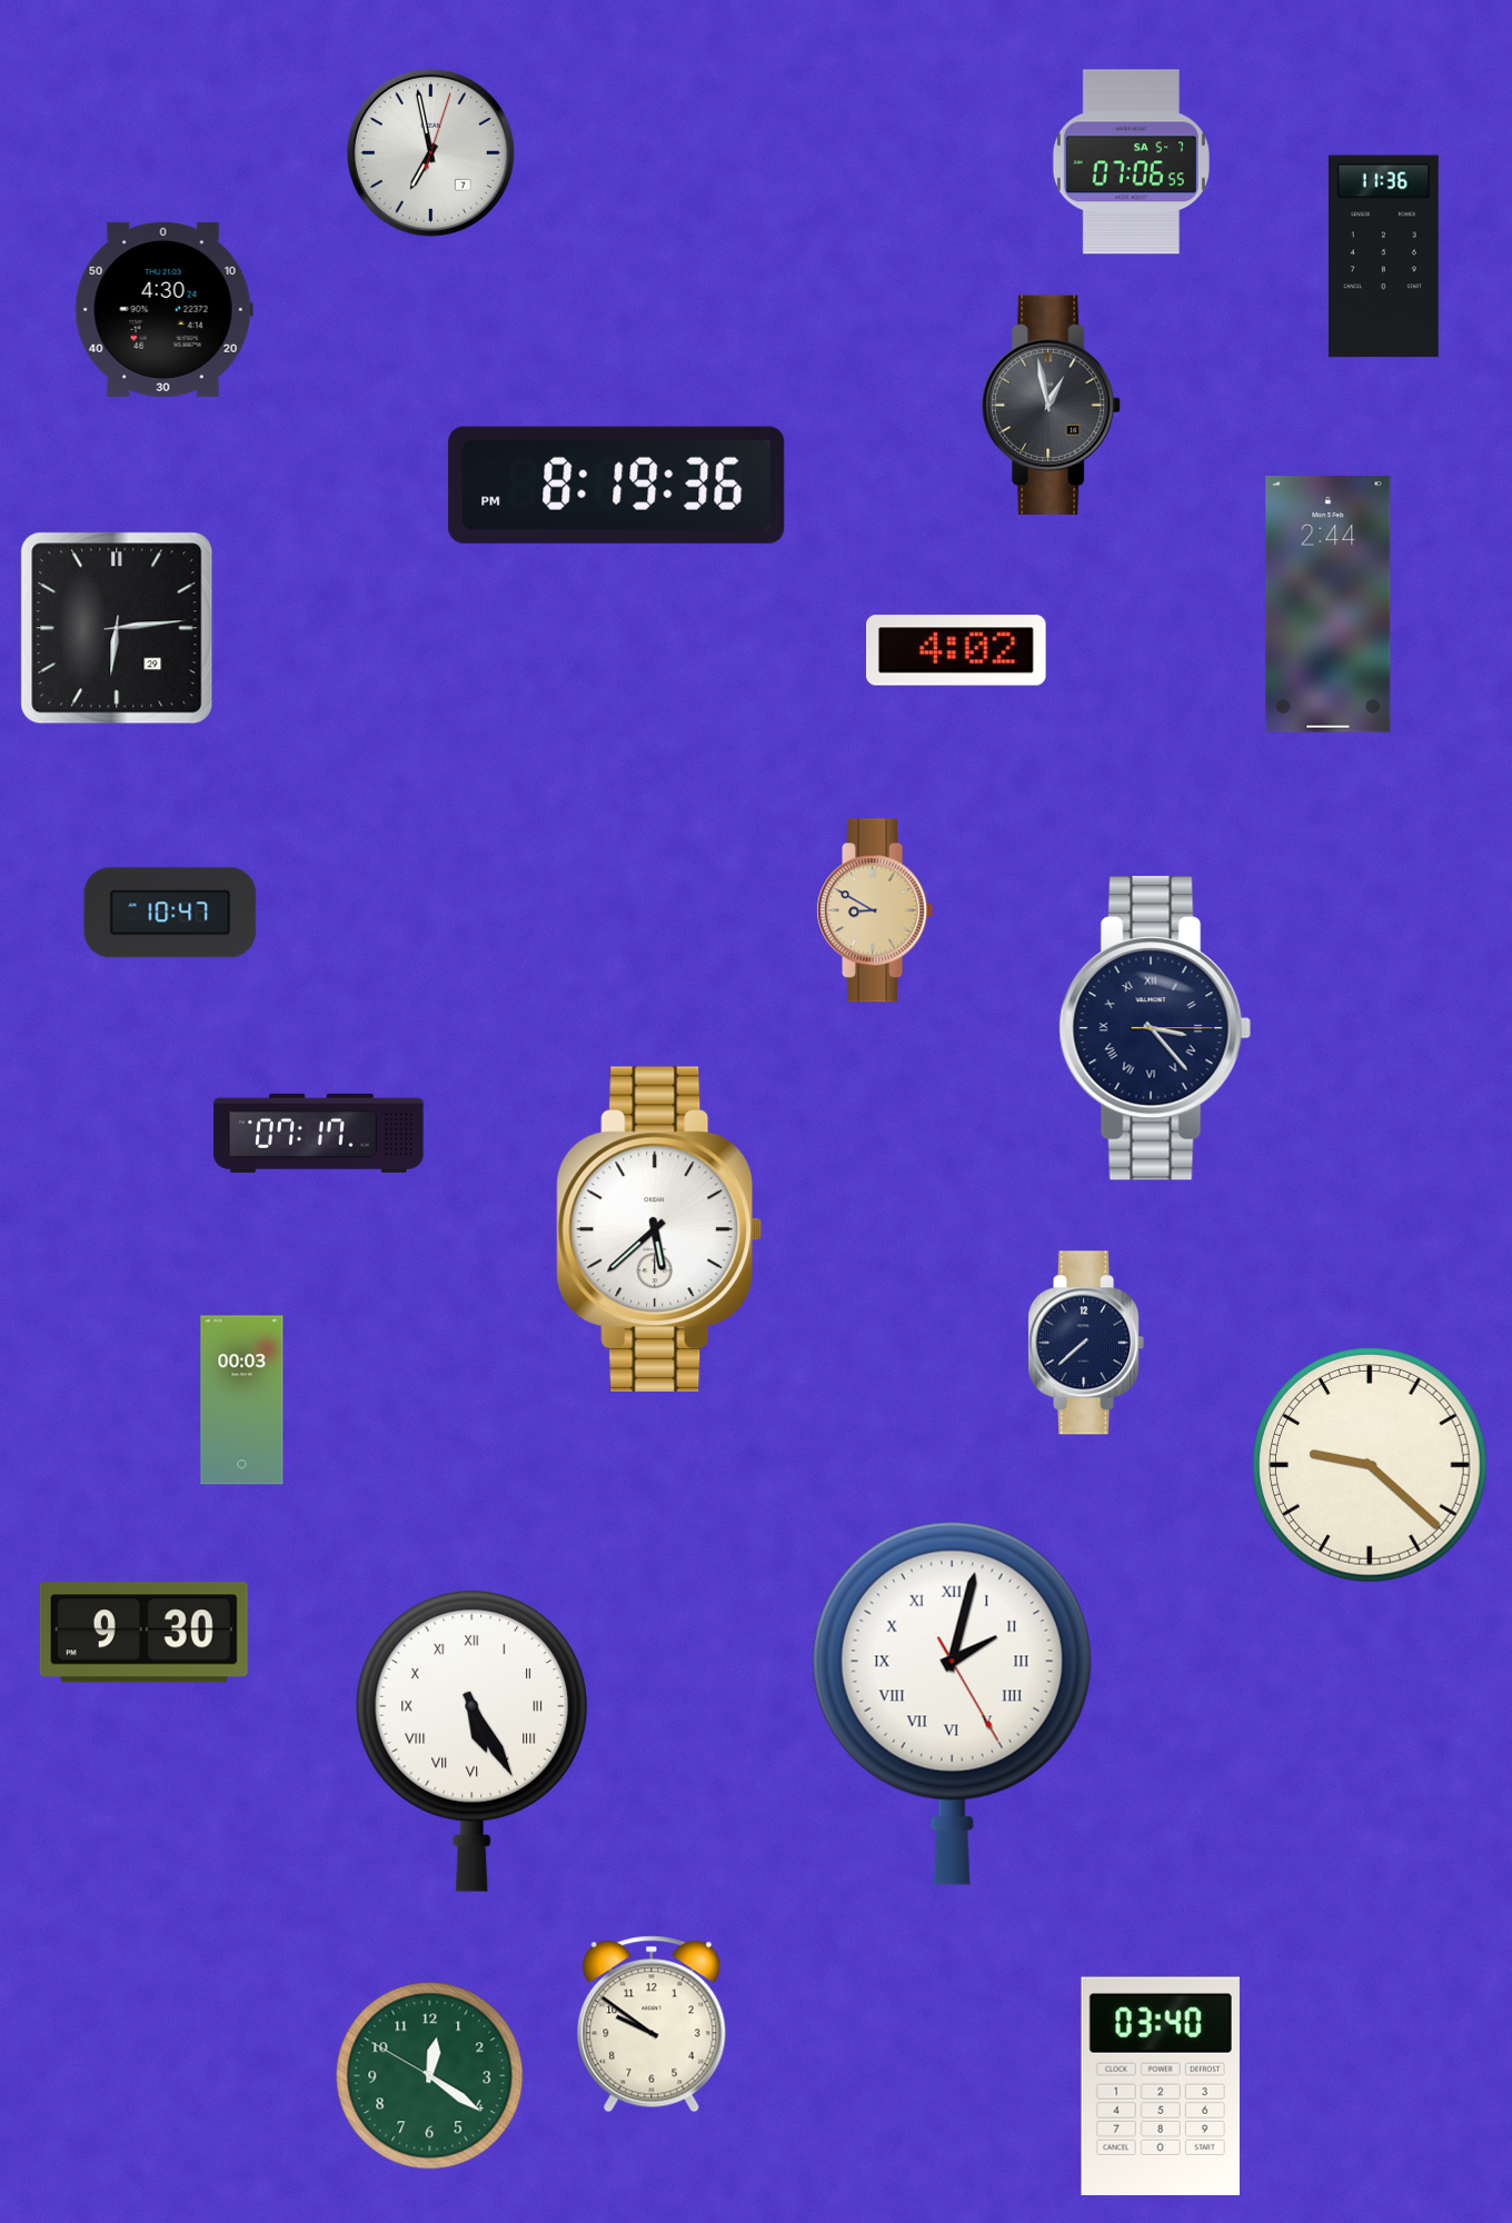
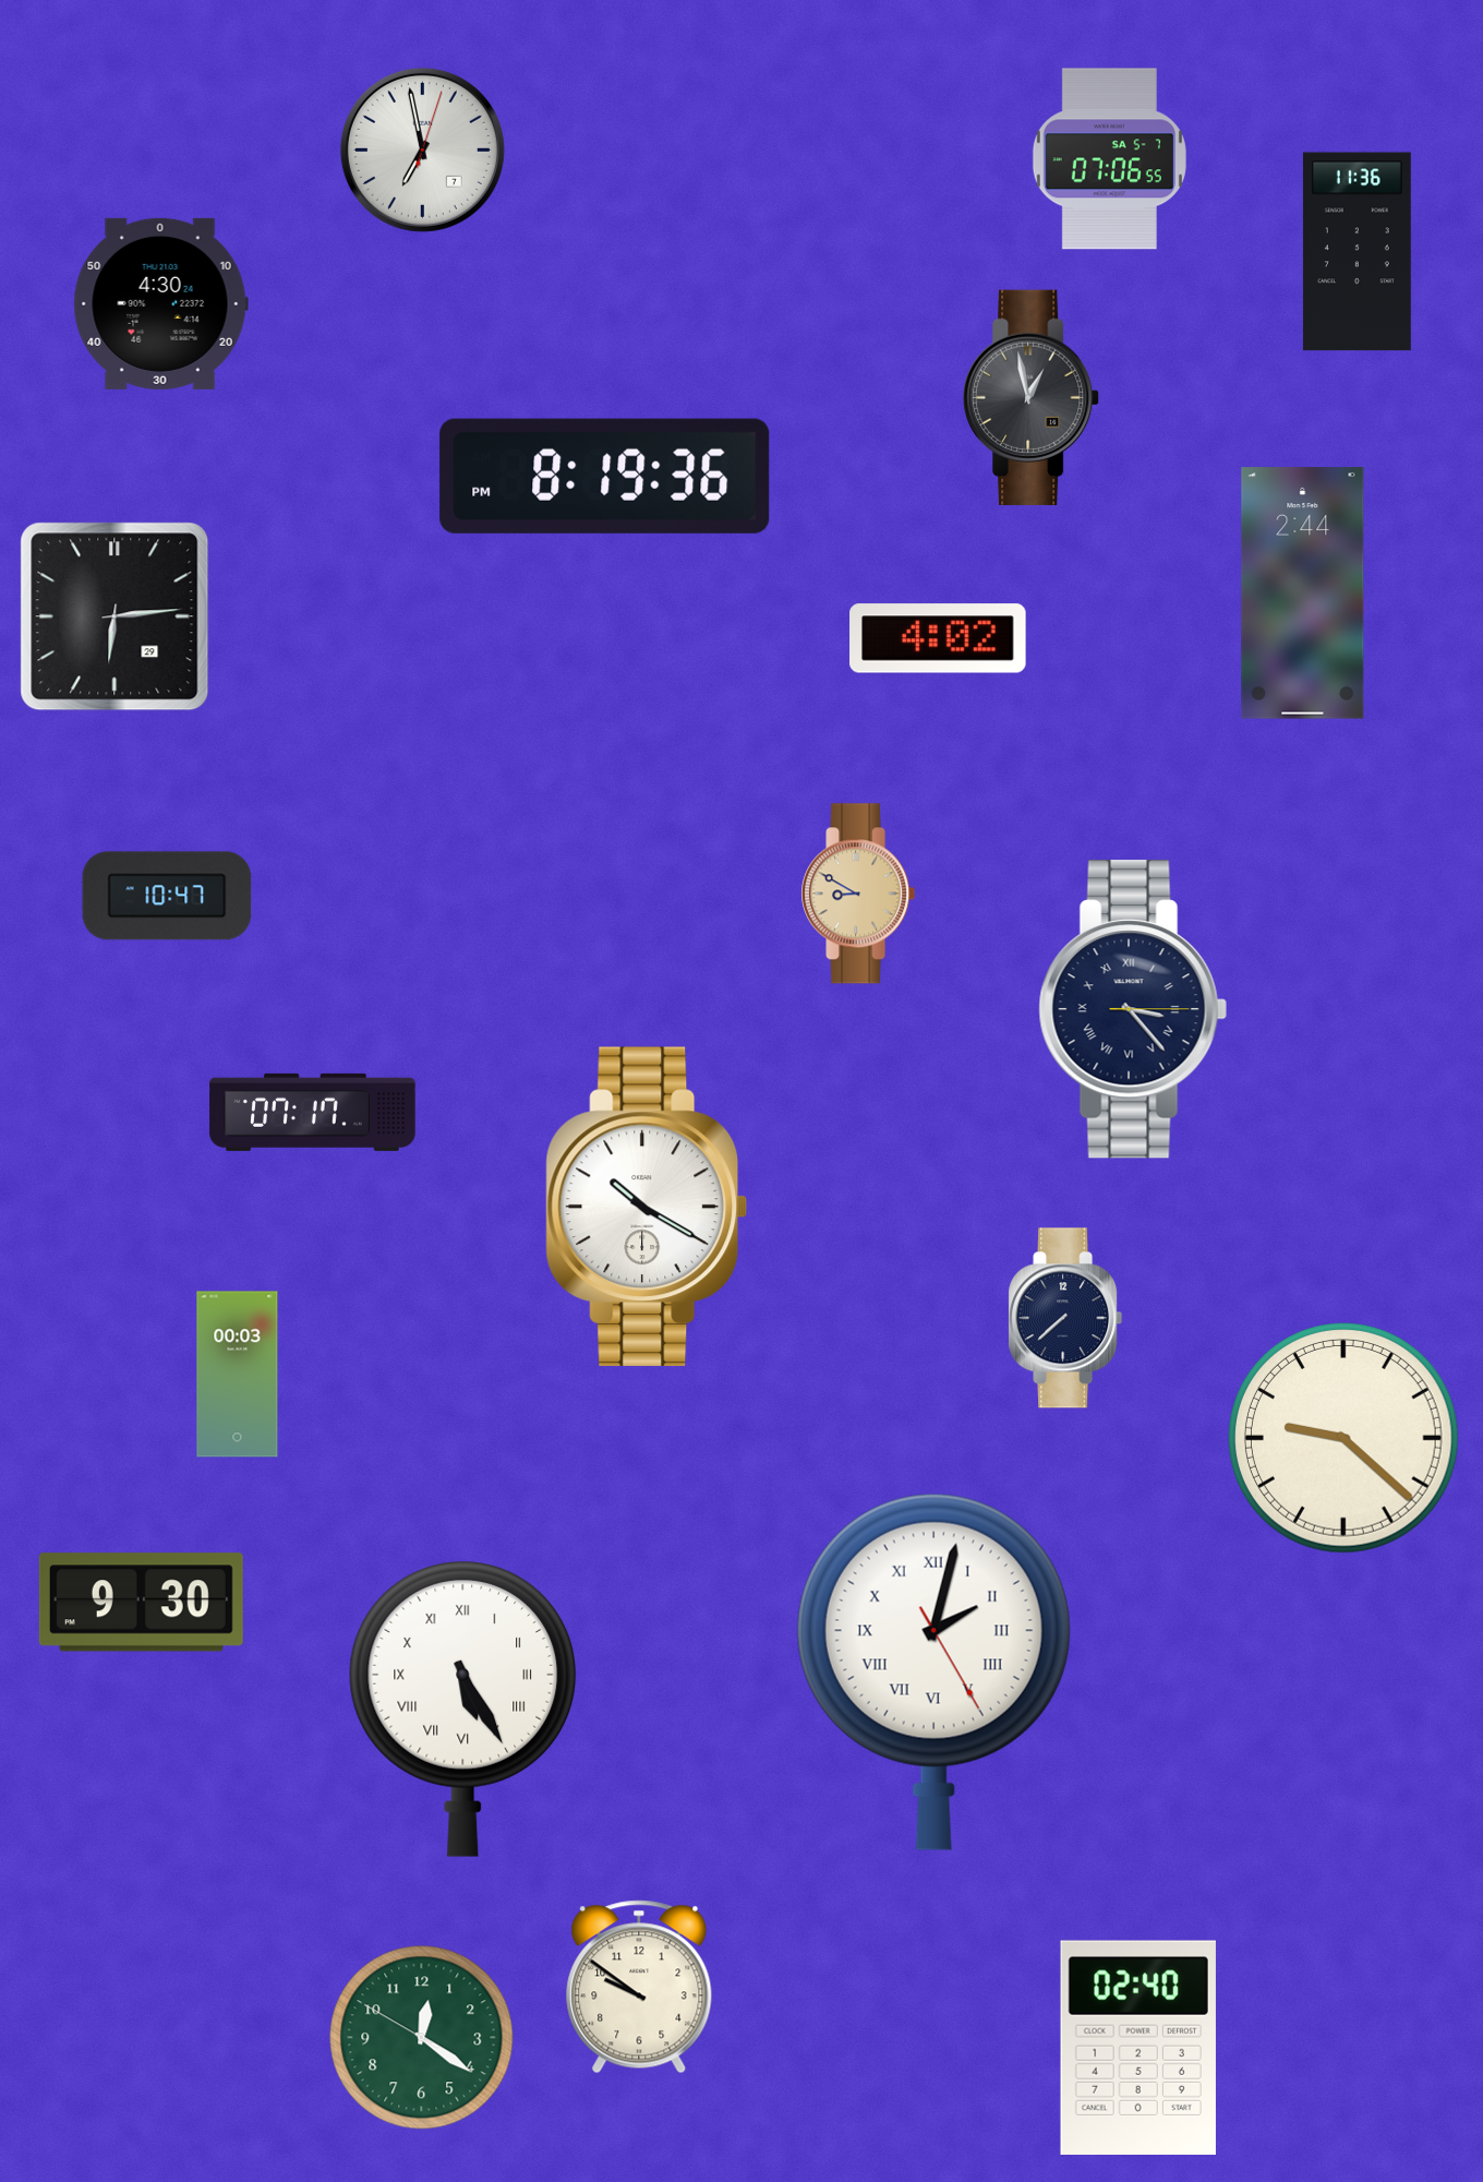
clock at (659, 1229): 5:38 -> 10:20
clock at (1161, 2086): 03:40 -> 02:40
